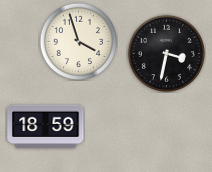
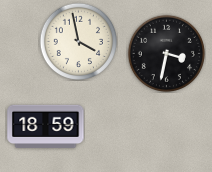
clock at (78, 41): 3:57 -> 3:58
